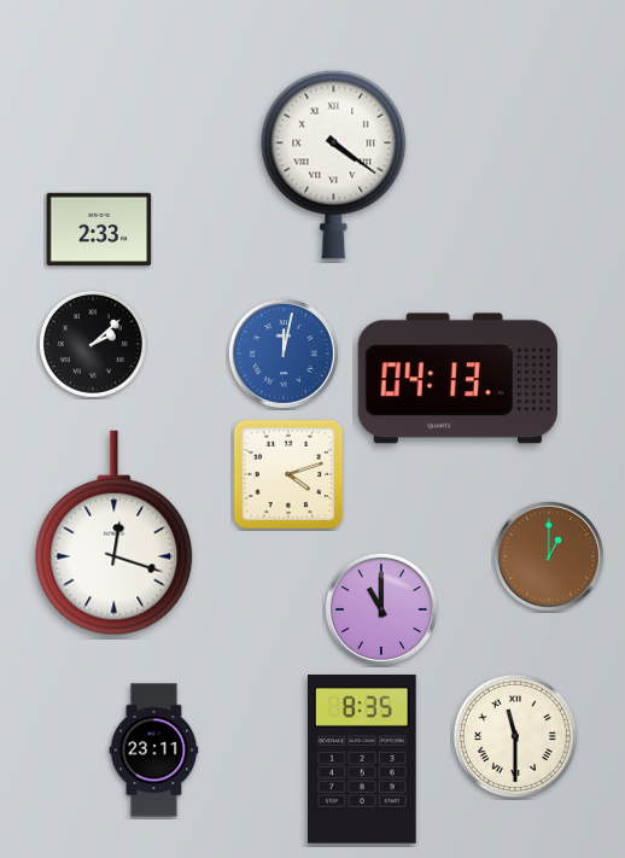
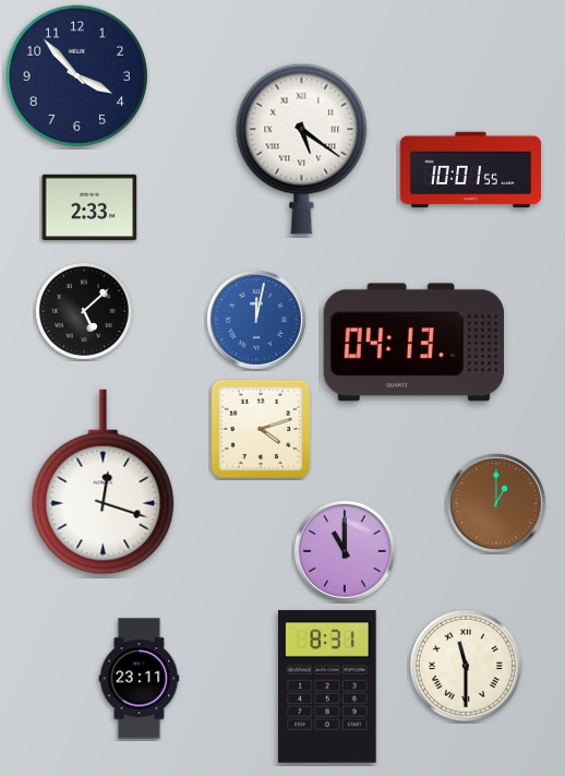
clock at (76, 75): none -> 3:53
clock at (334, 164): 4:21 -> 5:21
clock at (470, 170): none -> 10:01
clock at (93, 344): 2:08 -> 5:08
clock at (363, 760): 8:35 -> 8:31
